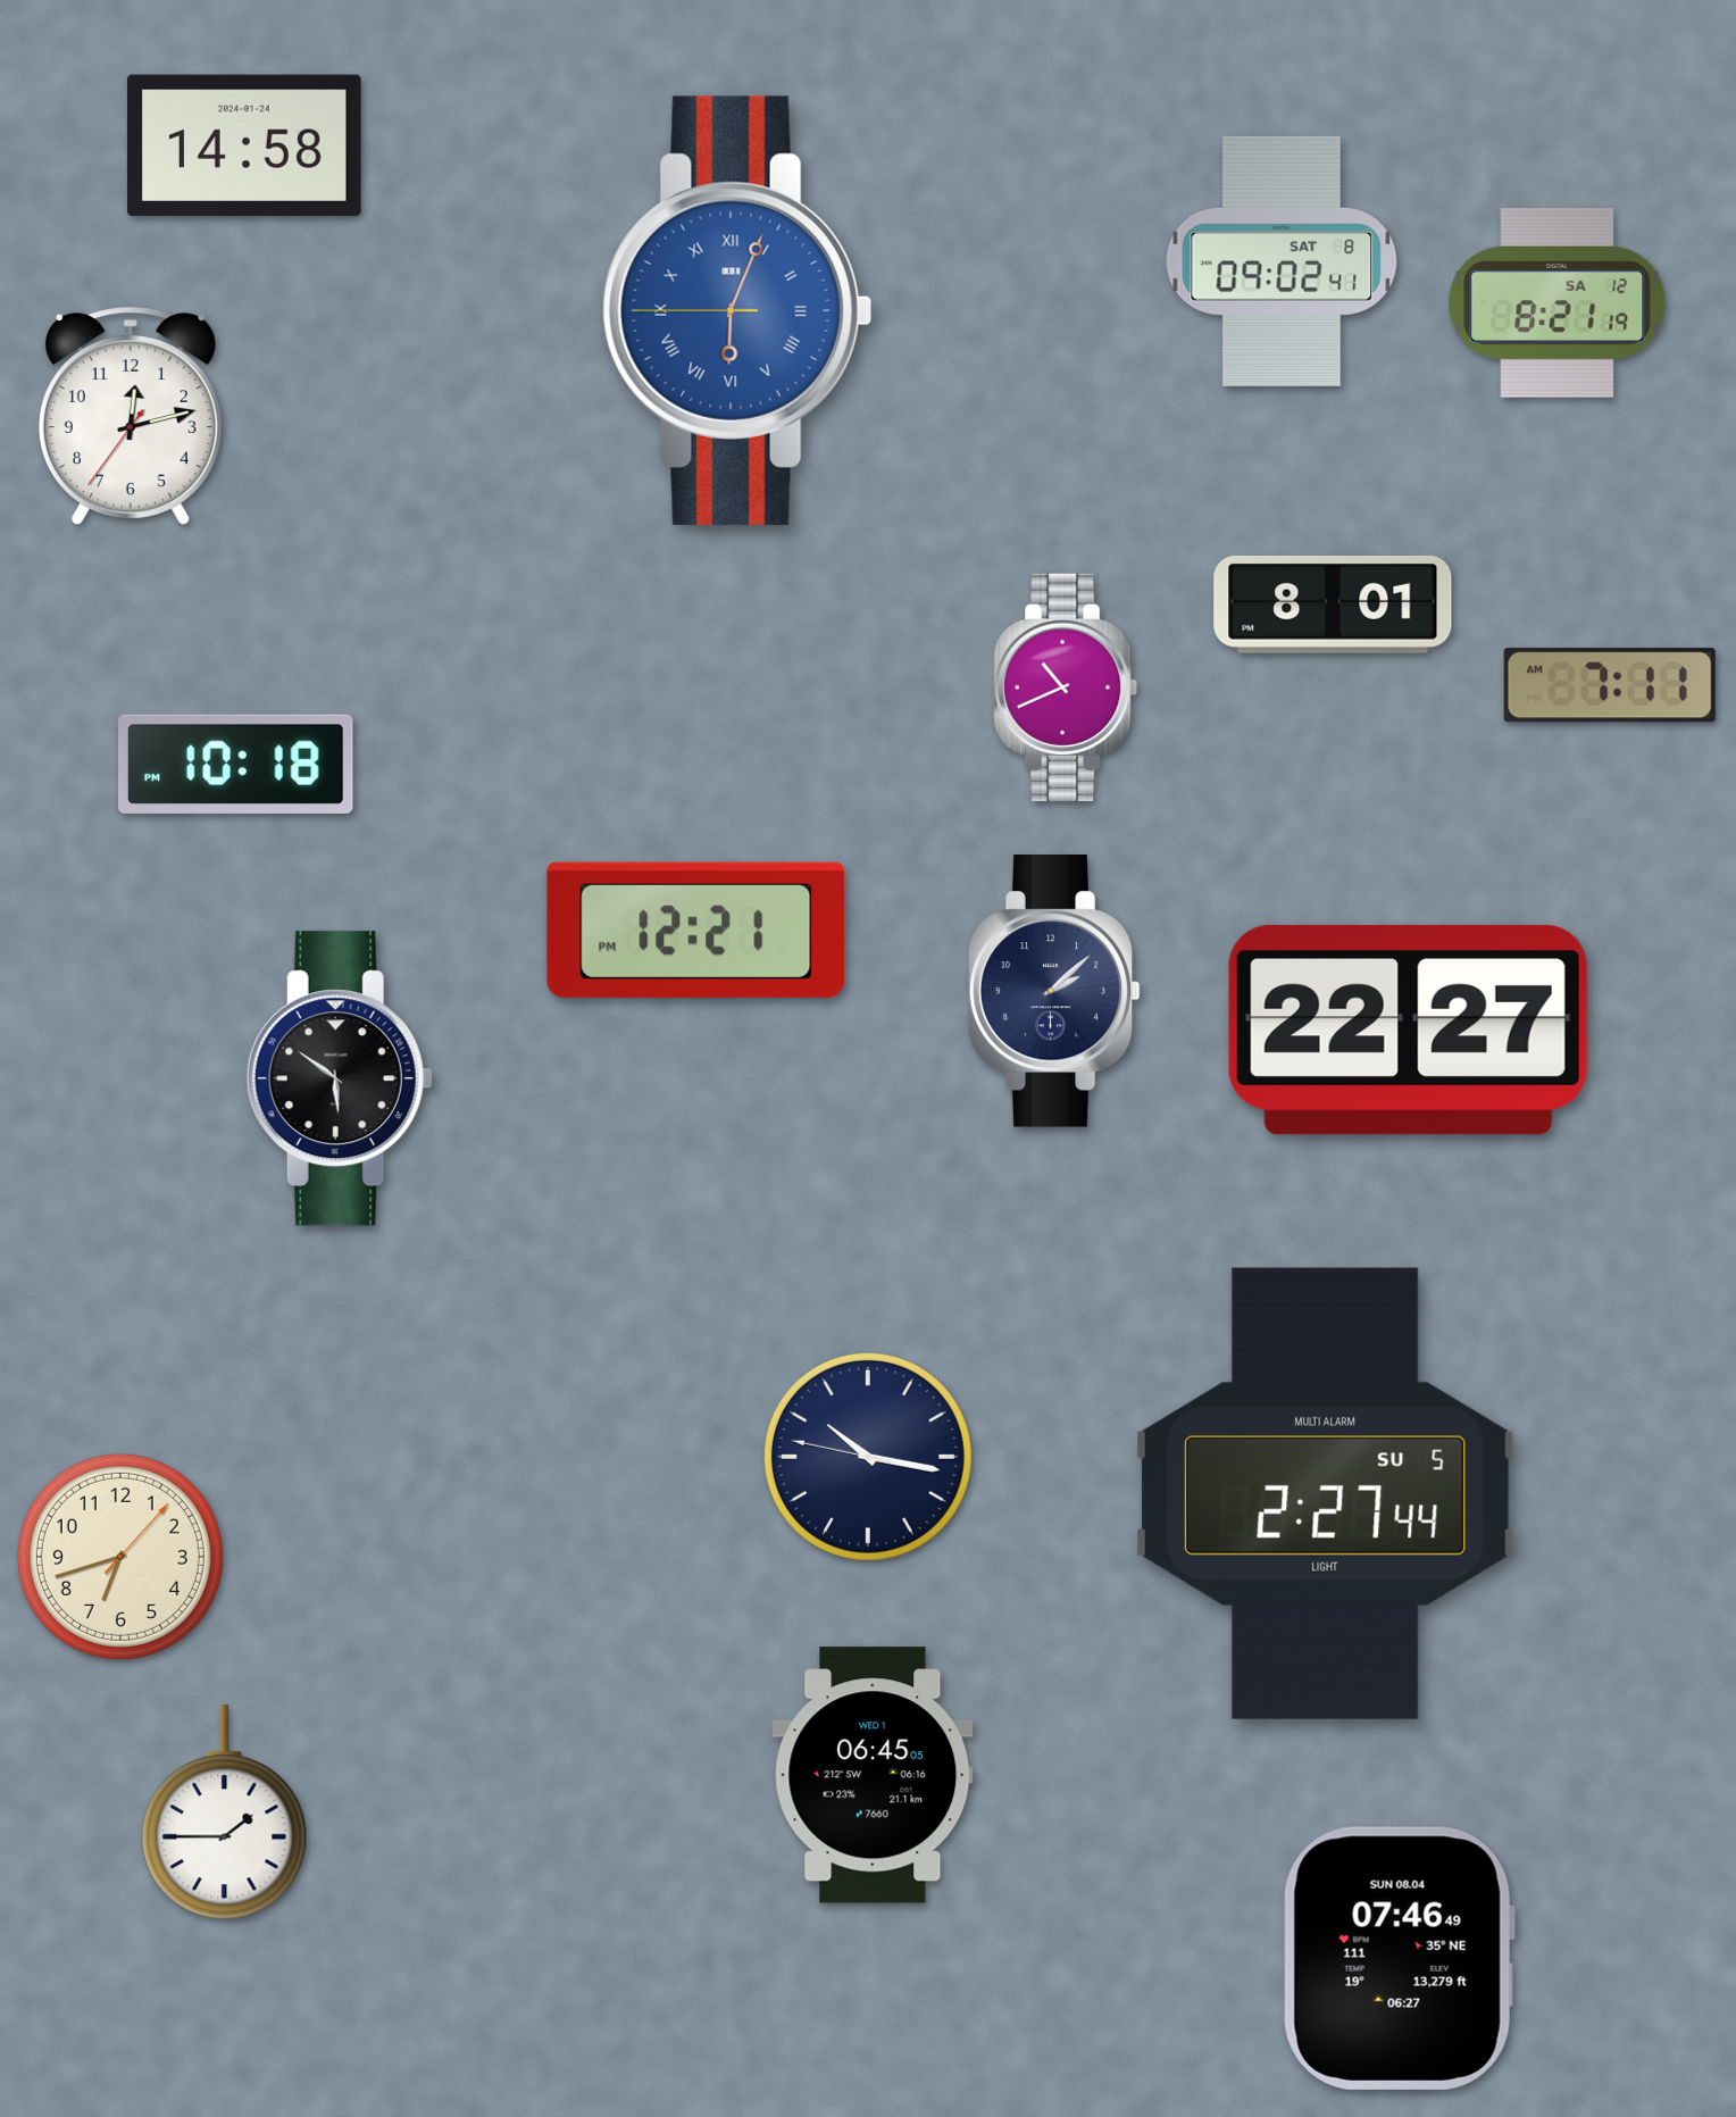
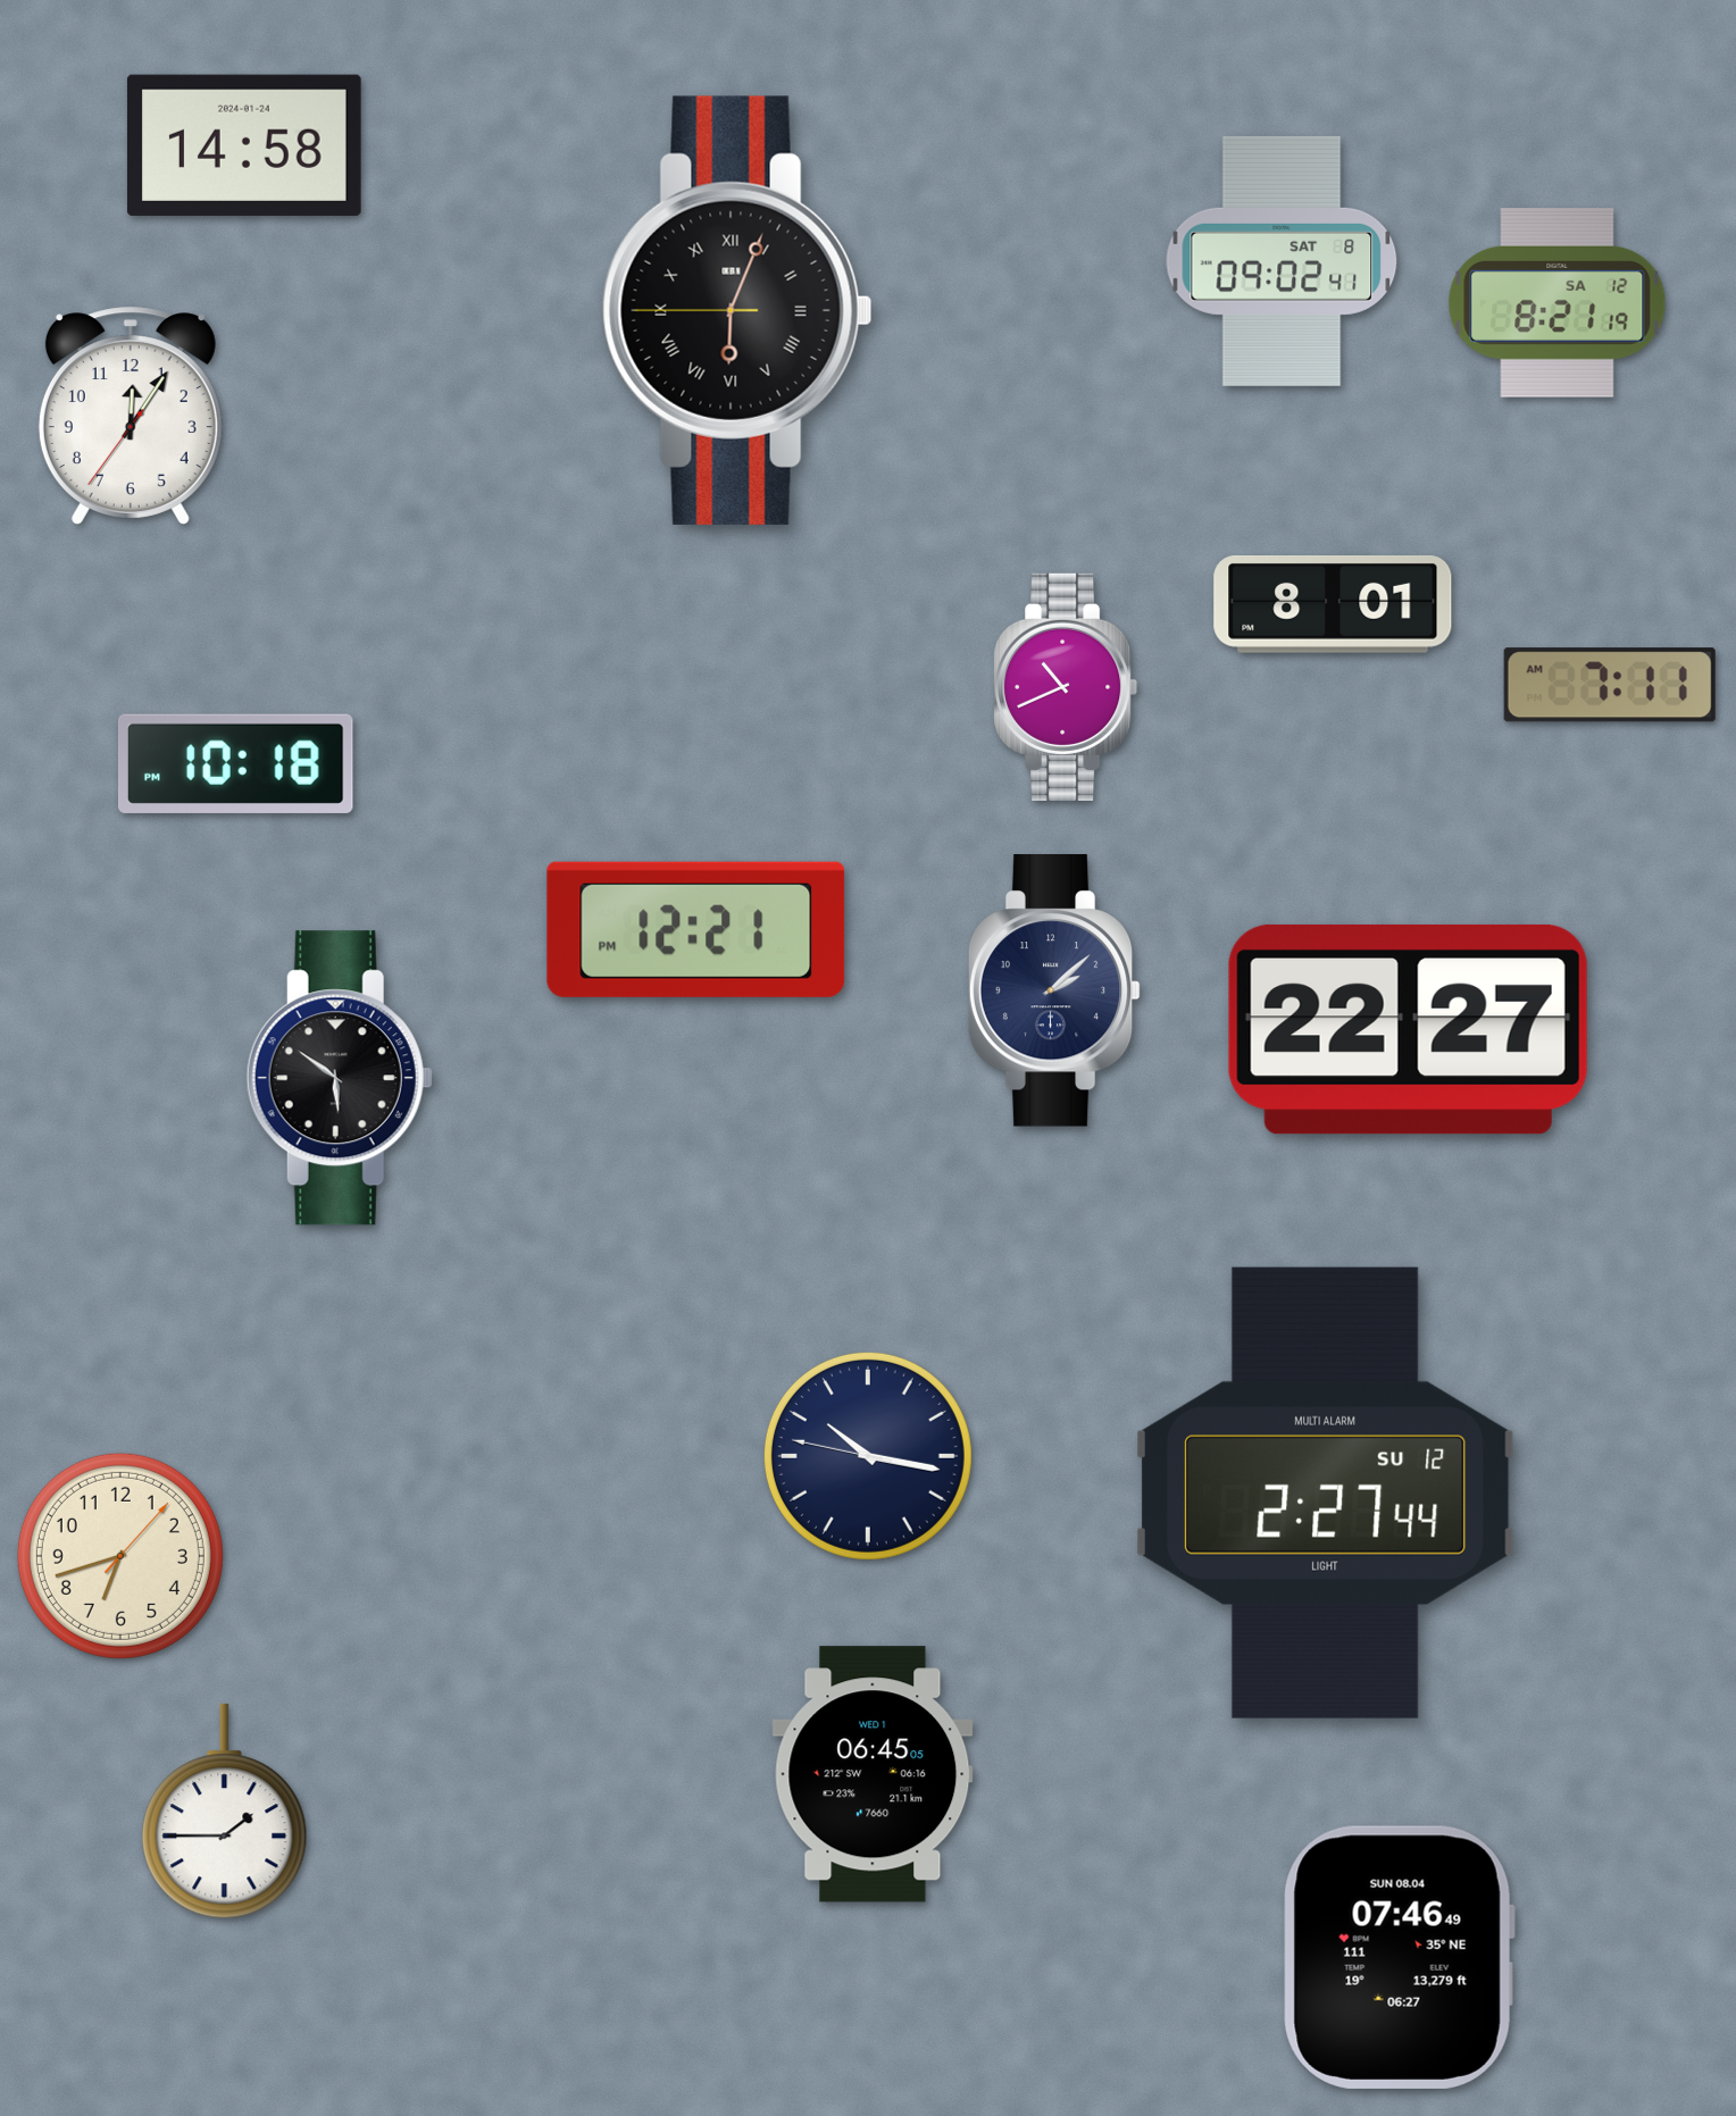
clock at (737, 310) dial: blue -> black
clock at (131, 416): 12:12 -> 12:05
clock at (1325, 1493) date: SU 5 -> SU 12
